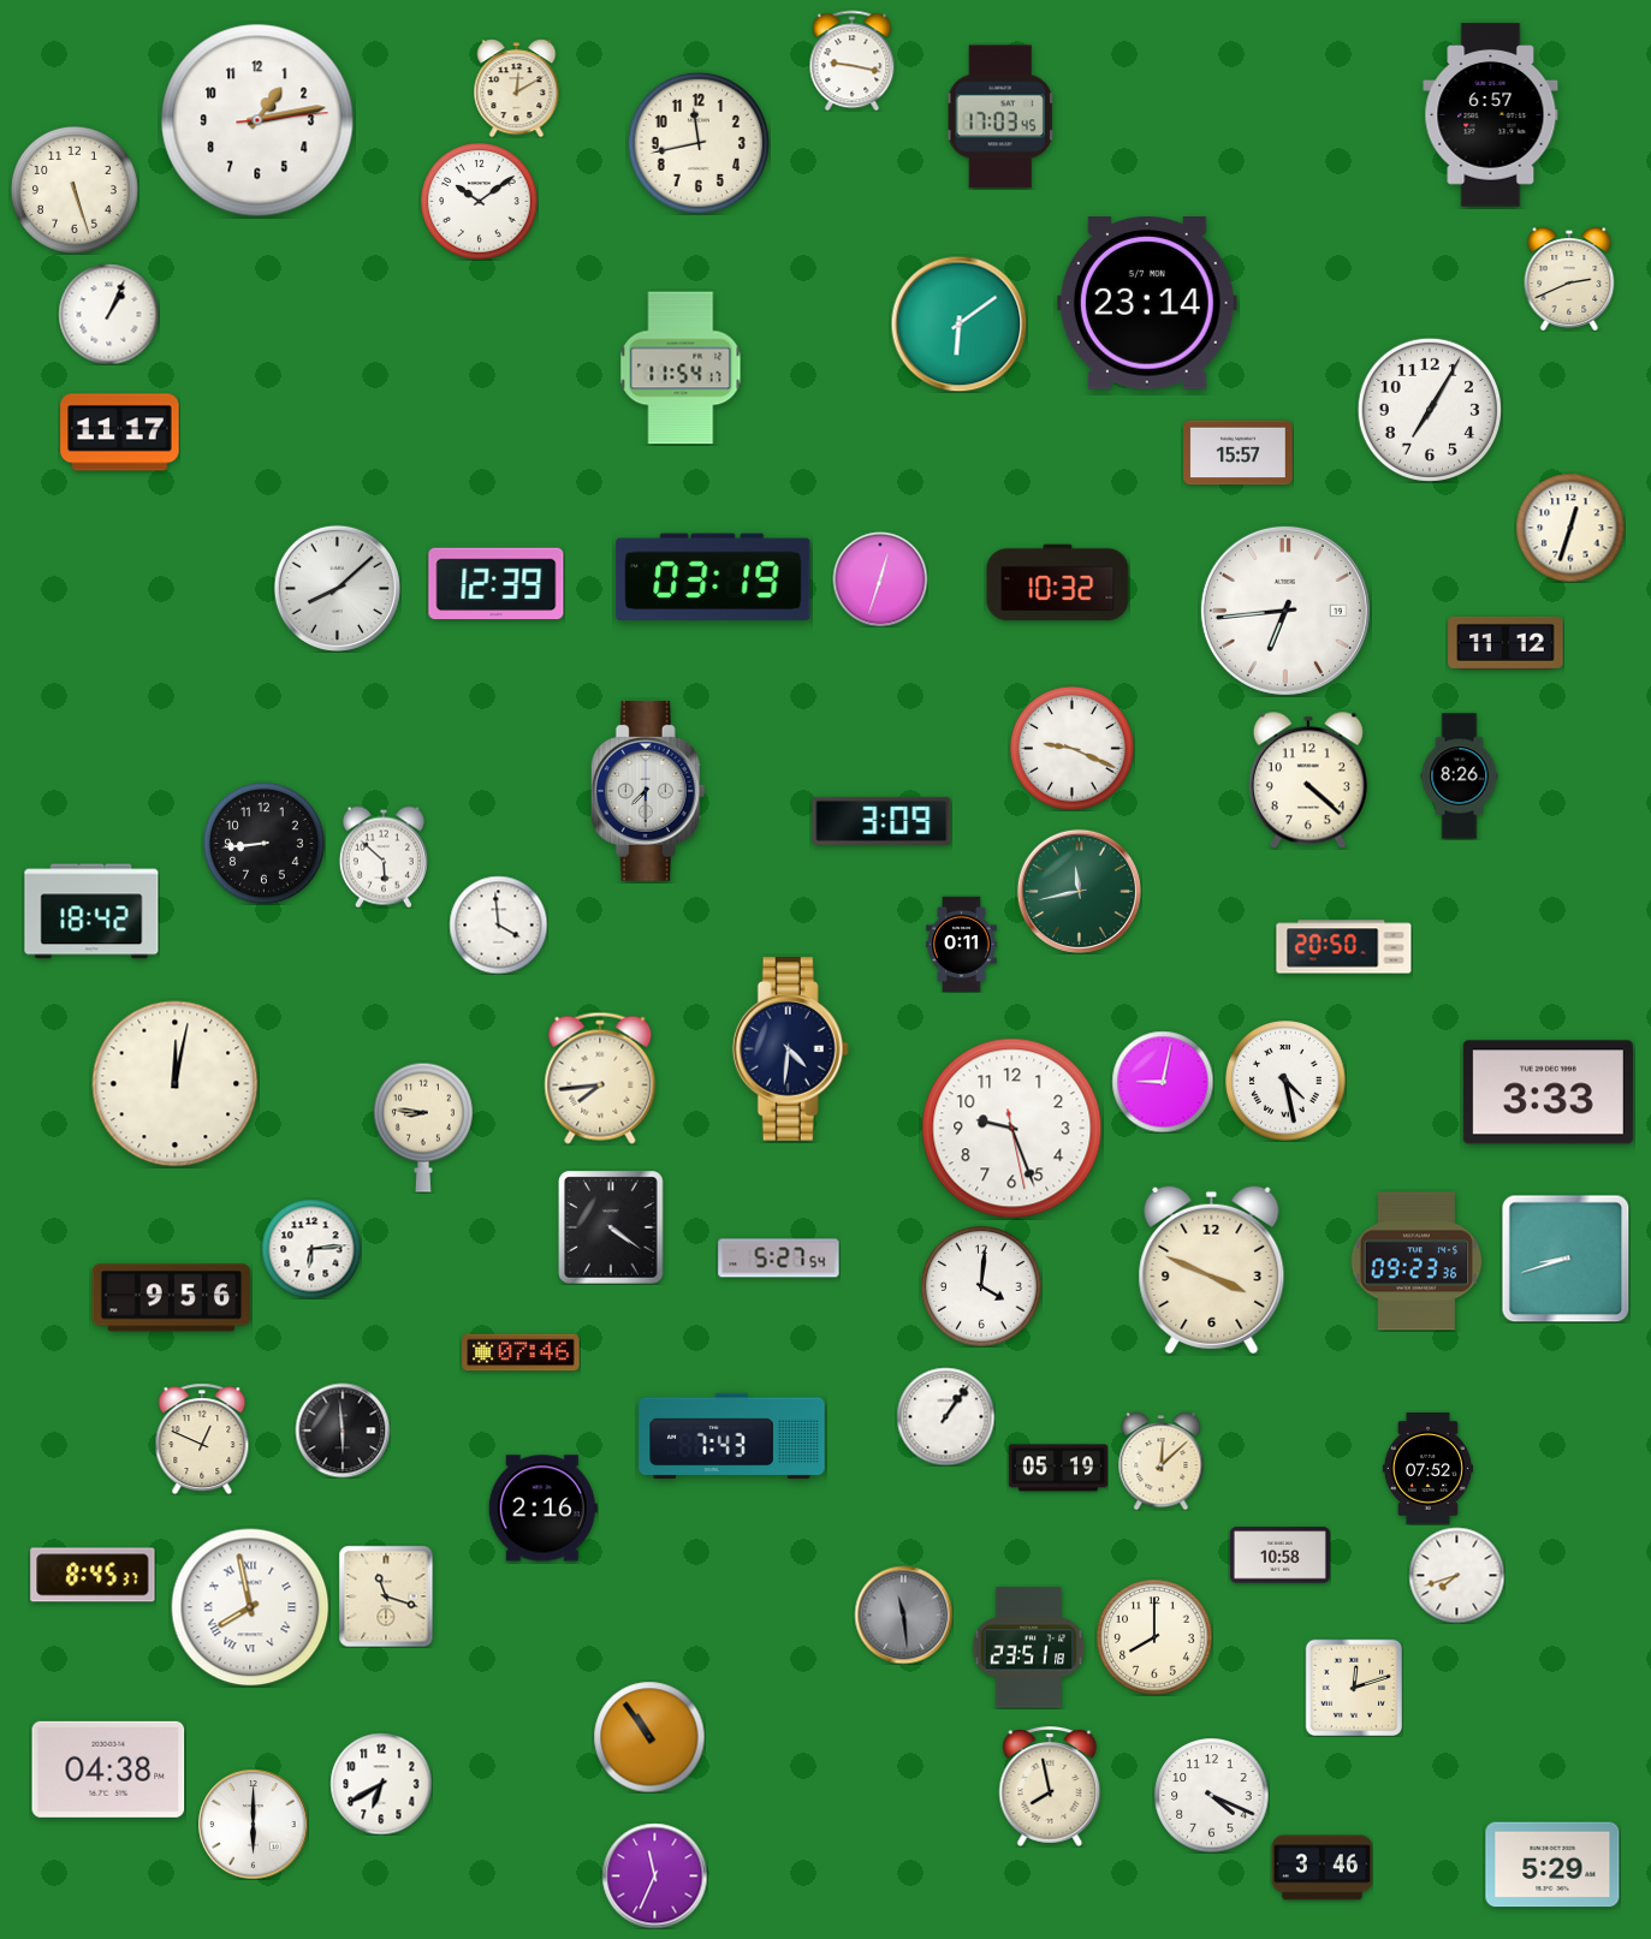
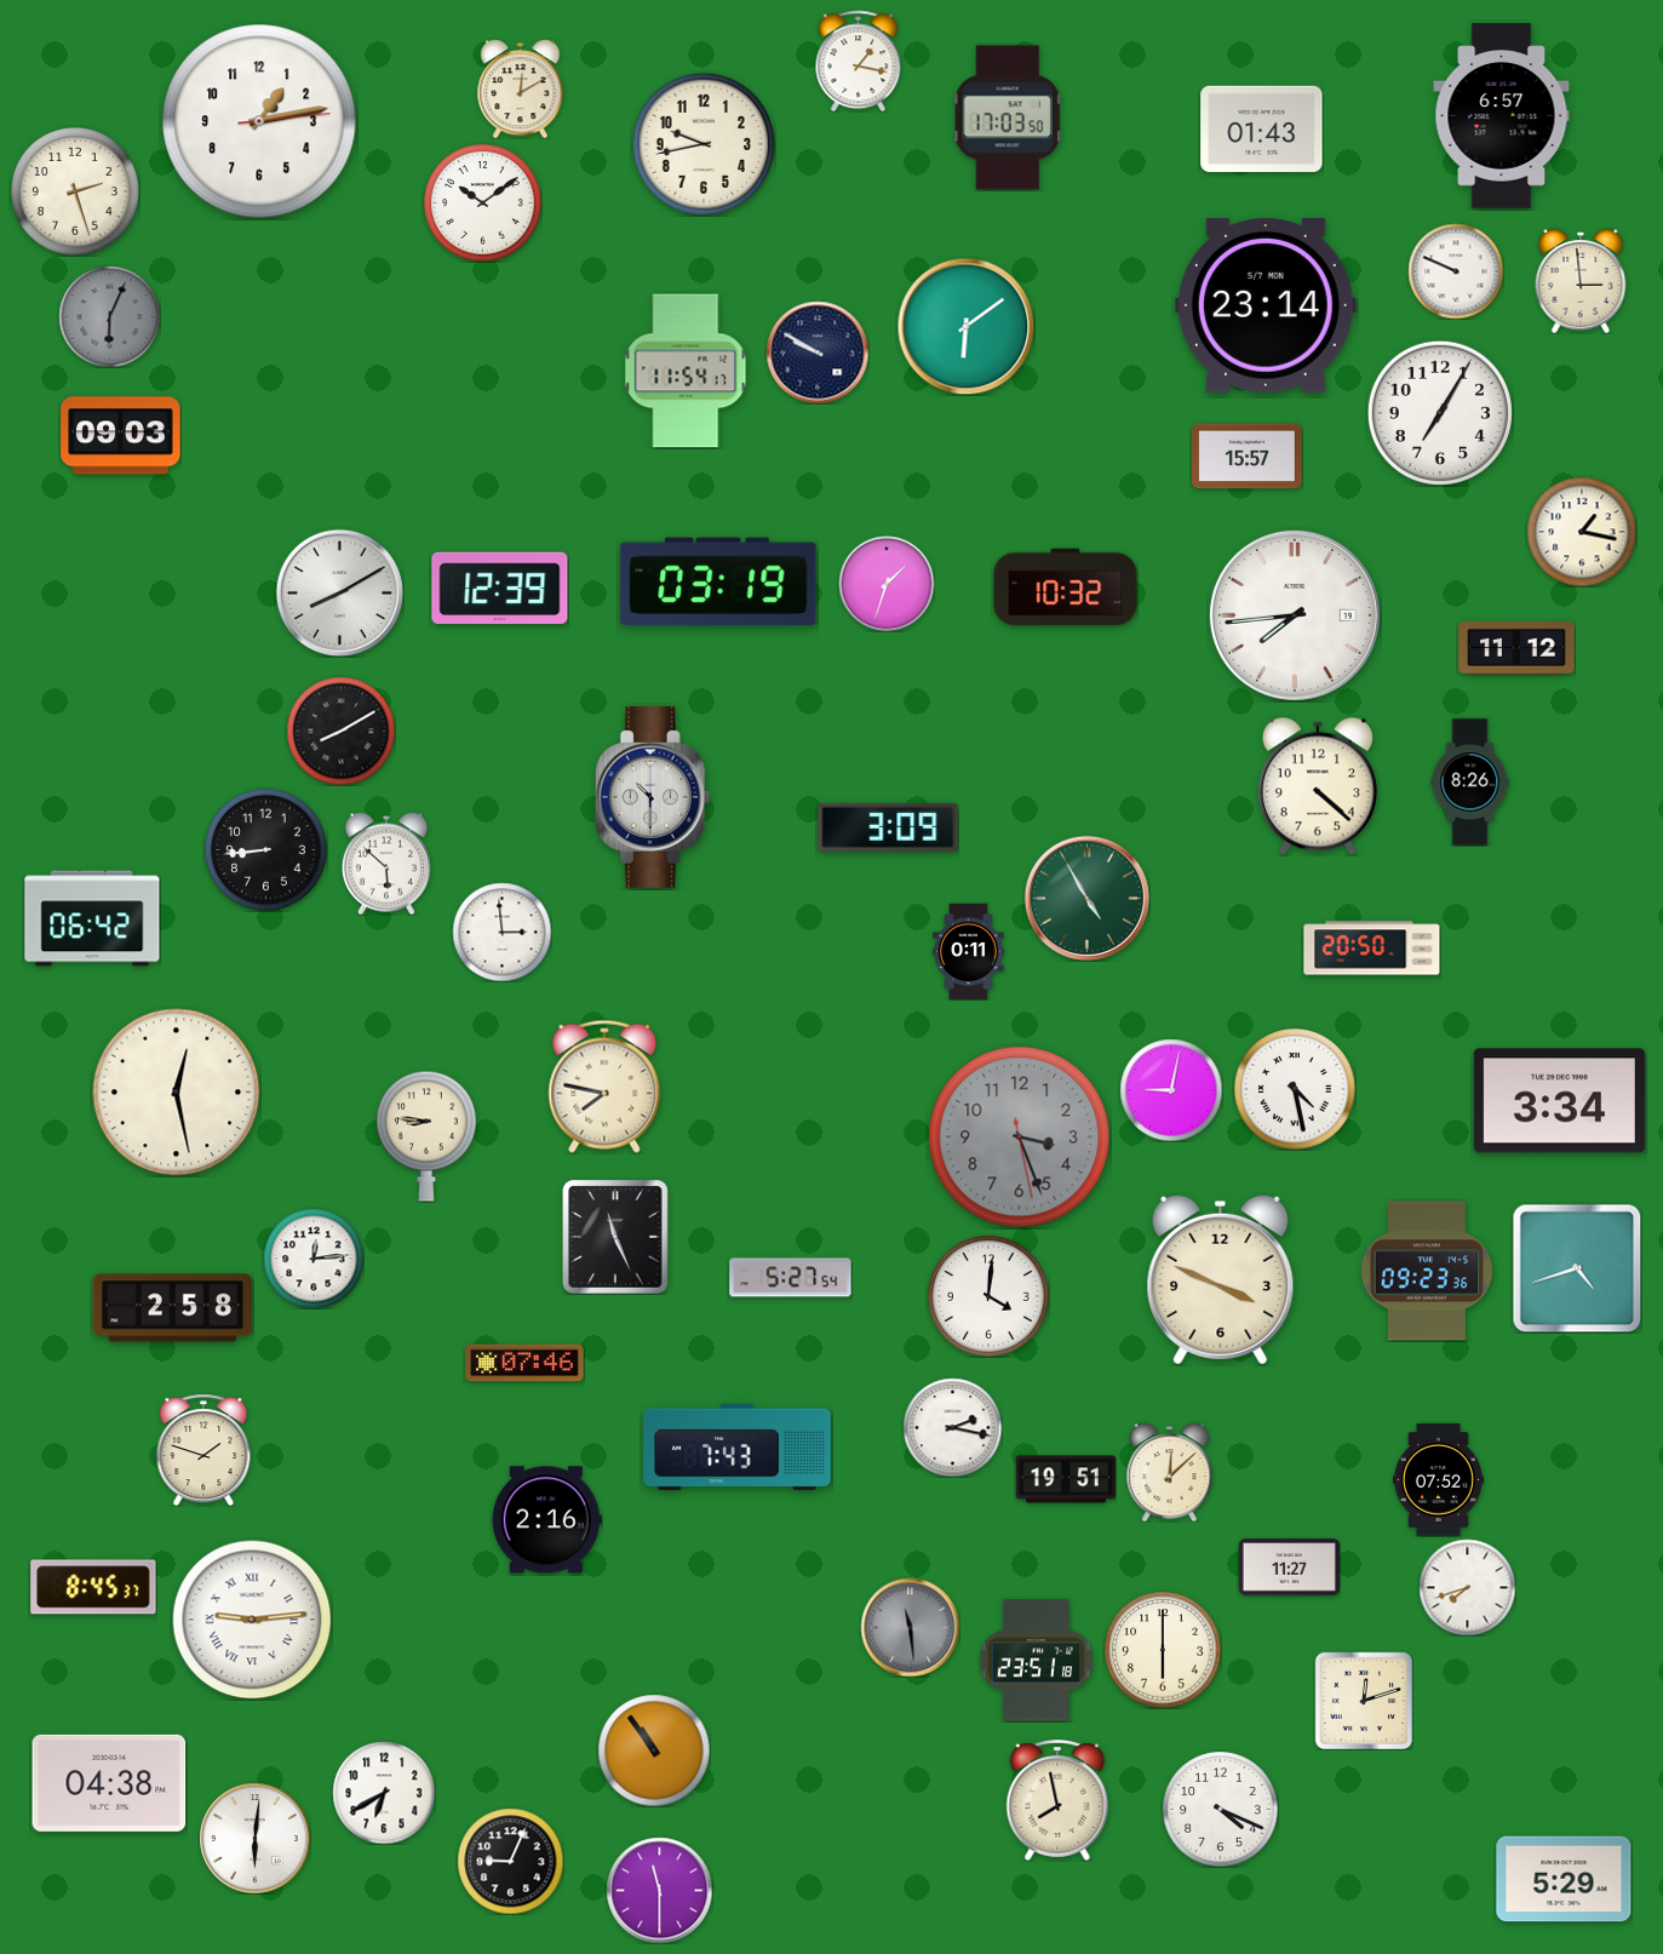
clock at (853, 60): 9:17 -> 1:17
clock at (1000, 117): 17:03:45 -> 17:03:50
clock at (1262, 128): none -> 01:43
clock at (699, 143): 11:43 -> 9:43
clock at (75, 190): 5:27 -> 2:27
clock at (1456, 271): none -> 9:49
clock at (1569, 279): 2:41 -> 2:59
clock at (1147, 303) position: (1147, 303) -> (1266, 305)
clock at (108, 314): 1:04 -> 6:04
clock at (108, 314) dial: white -> grey
clock at (818, 353): none -> 9:50
clock at (120, 433): 11:17 -> 09:03
clock at (1570, 528): 12:33 -> 1:17
clock at (880, 579): 12:33 -> 1:33
clock at (337, 588): 8:08 -> 8:10
clock at (1285, 611): 6:44 -> 7:44
clock at (340, 730): none -> 8:10
clock at (1073, 749): 9:19 -> none
clock at (648, 791): 7:30 -> 10:30
clock at (1079, 891): 11:43 -> 4:55
clock at (91, 911): 18:42 -> 06:42
clock at (498, 924): 3:59 -> 2:59
clock at (1344, 947) position: (1344, 947) -> (1372, 949)
clock at (790, 1049): 4:31 -> none
clock at (600, 1078): 7:44 -> 7:47
clock at (176, 1084): 12:02 -> 12:28
clock at (1548, 1093): 3:33 -> 3:34
clock at (1012, 1129): 9:26 -> 3:26
clock at (1012, 1129) dial: white -> grey
clock at (611, 1227): 4:21 -> 11:26
clock at (311, 1249): 6:14 -> 12:14
clock at (779, 1259) position: (779, 1259) -> (791, 1278)
clock at (1566, 1259): 8:42 -> 4:42
clock at (172, 1298): 9:56 -> 2:58
clock at (945, 1416): 1:06 -> 2:17
clock at (343, 1431): 5:59 -> none
clock at (202, 1439): 12:49 -> 1:48
clock at (1058, 1468): 05:19 -> 19:51
clock at (1279, 1556): 10:58 -> 11:27
clock at (386, 1596): 11:18 -> none
clock at (250, 1607): 7:58 -> 9:14
clock at (1154, 1637): 8:00 -> 6:00
clock at (381, 1784) position: (381, 1784) -> (384, 1793)
clock at (253, 1824): 6:00 -> 6:01
clock at (510, 1861): none -> 9:04
clock at (1322, 1868): 3:46 -> none
clock at (654, 1875): 11:34 -> 11:30
